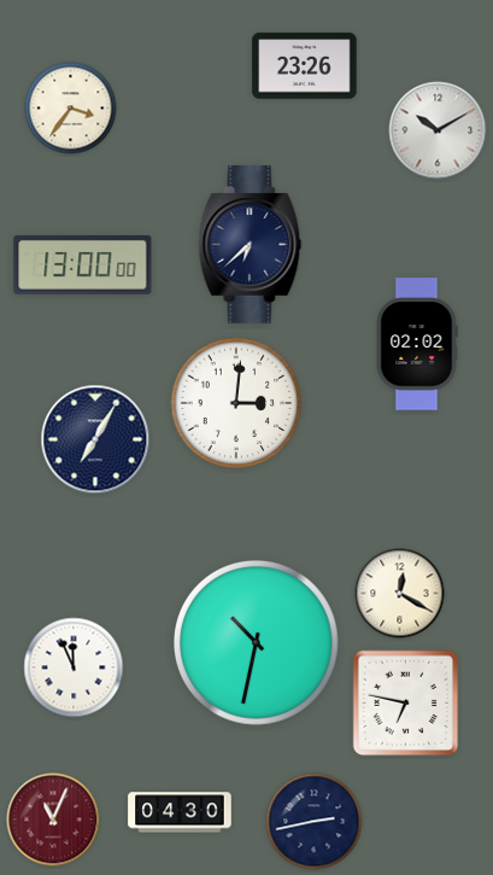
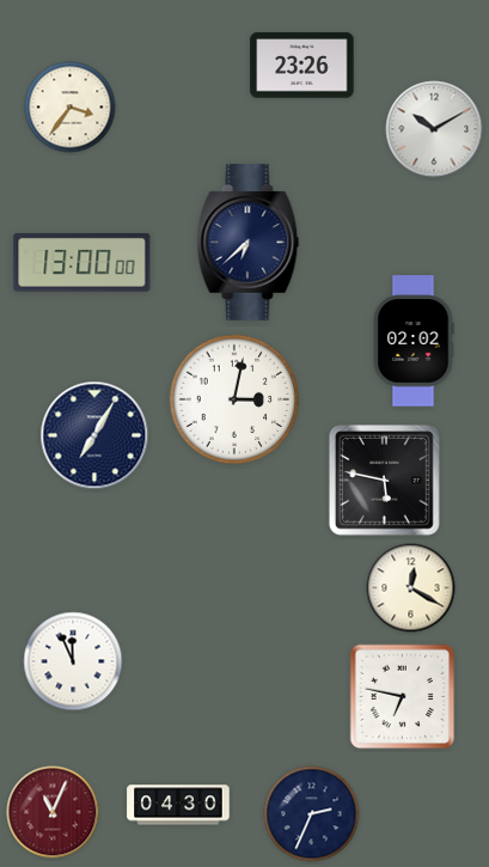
clock at (236, 403): 3:01 -> 3:02
clock at (384, 480): none -> 5:47
clock at (400, 594) position: (400, 594) -> (411, 588)
clock at (256, 642): 10:32 -> none
clock at (315, 822): 2:43 -> 2:34
